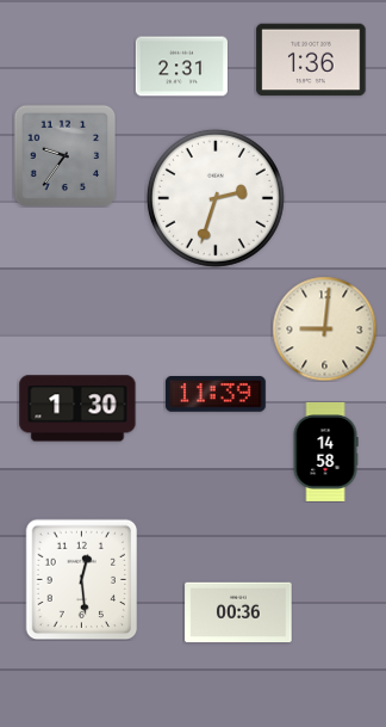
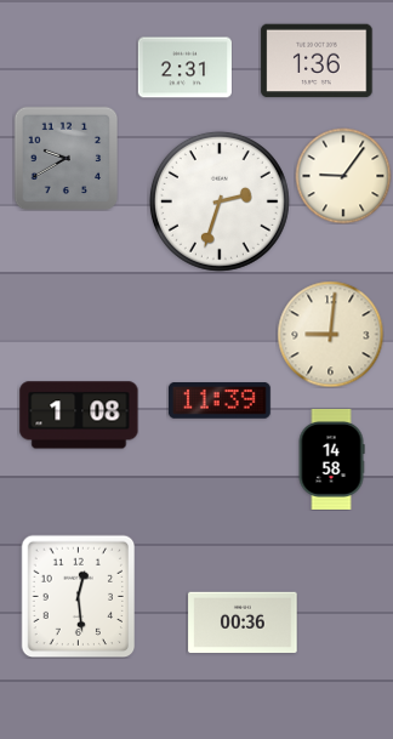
clock at (64, 155): 9:36 -> 9:40
clock at (343, 176): none -> 9:06
clock at (77, 408): 1:30 -> 1:08
clock at (82, 579) position: (82, 579) -> (79, 596)
